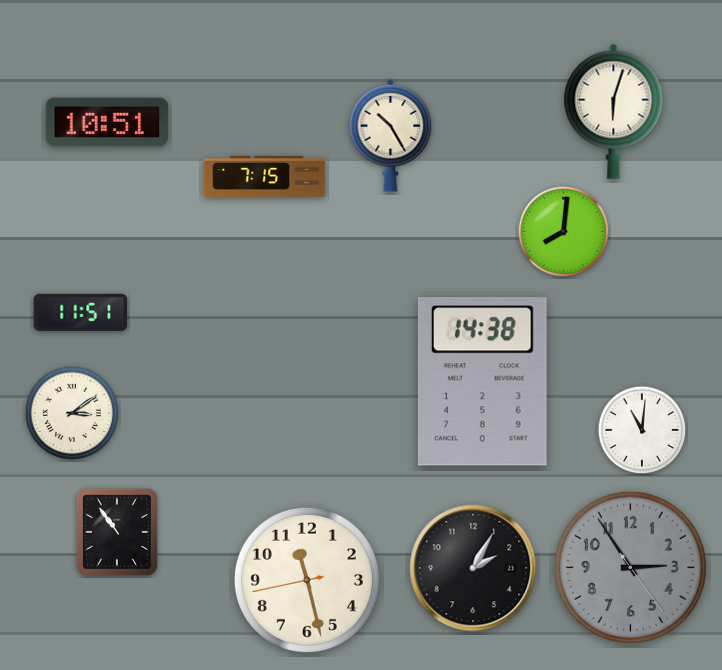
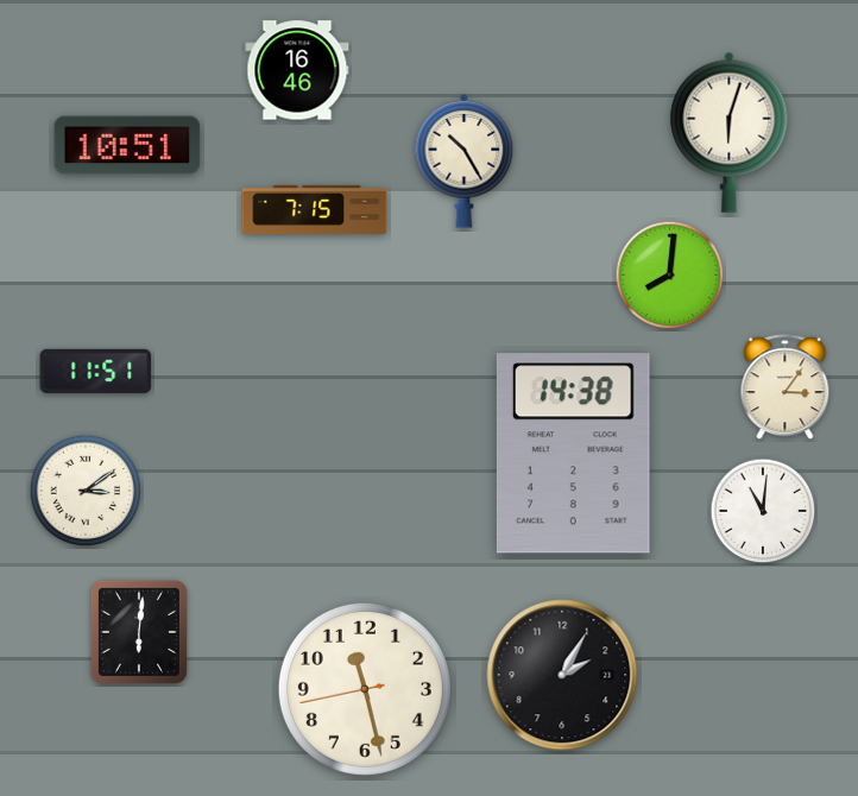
clock at (297, 70): none -> 16:46
clock at (786, 387): none -> 3:06
clock at (117, 532): 10:54 -> 6:01
clock at (630, 567): 2:54 -> none
